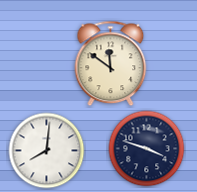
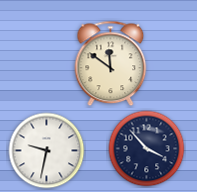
clock at (147, 149): 3:48 -> 3:53
clock at (47, 151): 8:01 -> 9:32
